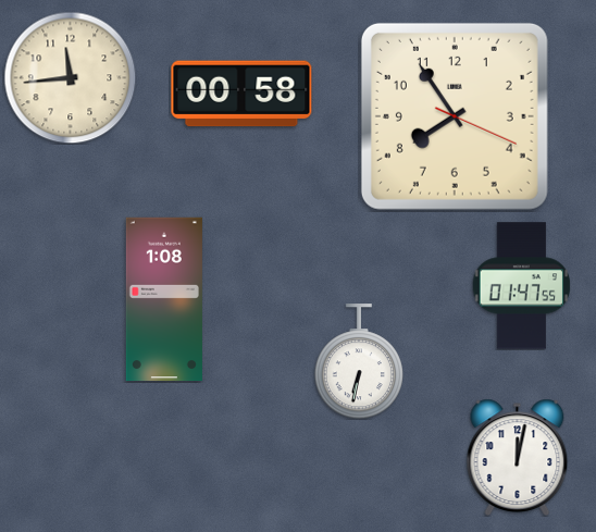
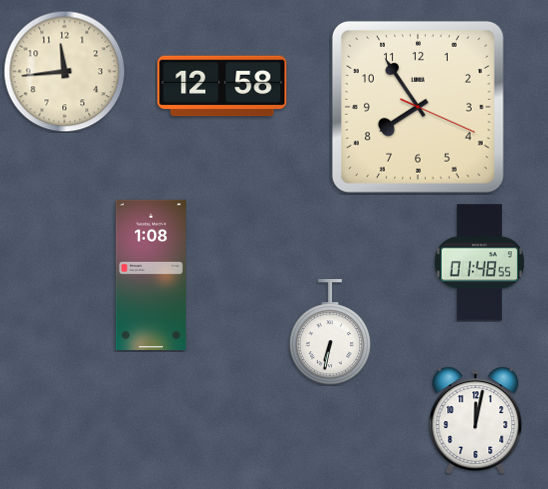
clock at (241, 94): 00:58 -> 12:58
clock at (522, 286): 01:47 -> 01:48
